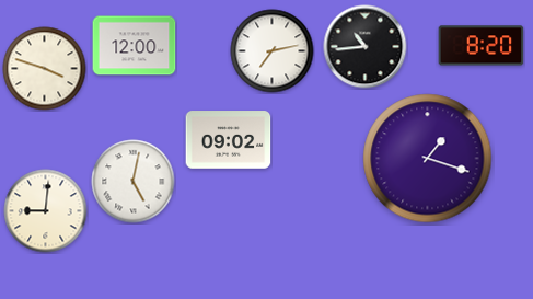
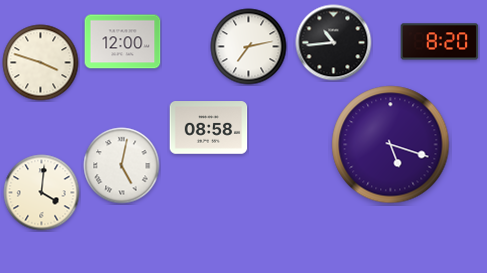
clock at (229, 140): 09:02 -> 08:58
clock at (428, 159): 1:18 -> 5:18
clock at (46, 211): 9:01 -> 4:01
